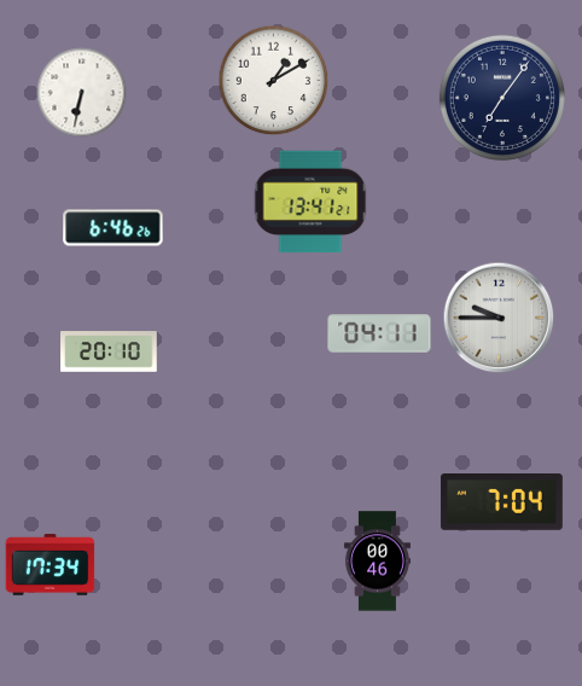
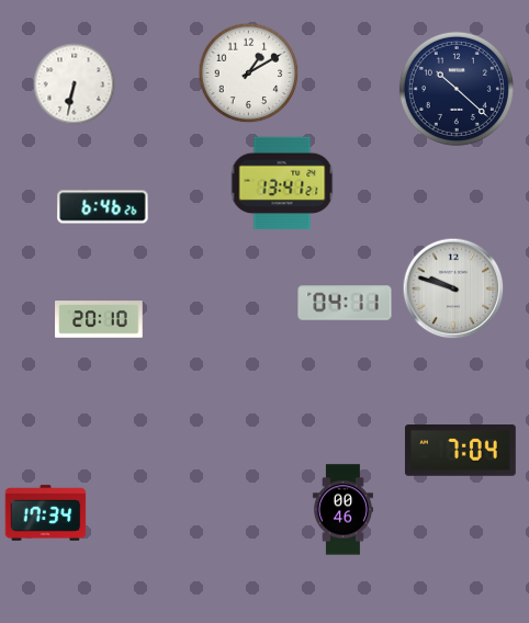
clock at (502, 98): 7:06 -> 10:22
clock at (499, 318): 9:45 -> 9:48
clock at (501, 502) position: (501, 502) -> (460, 451)
